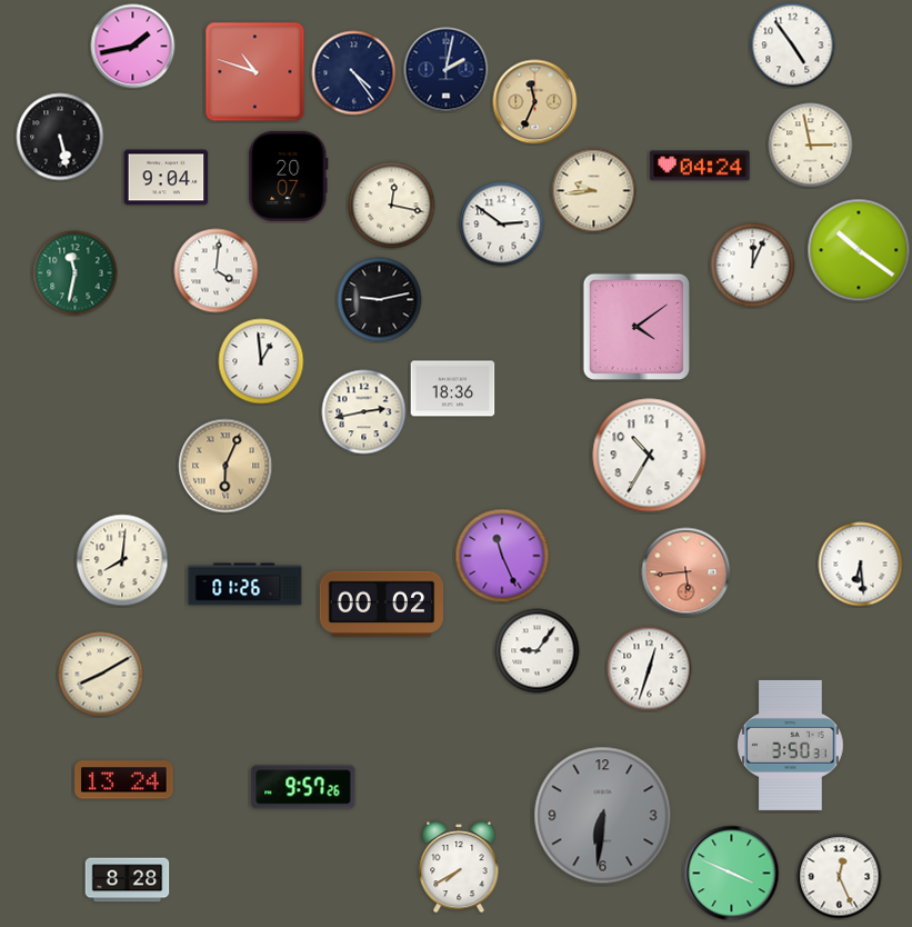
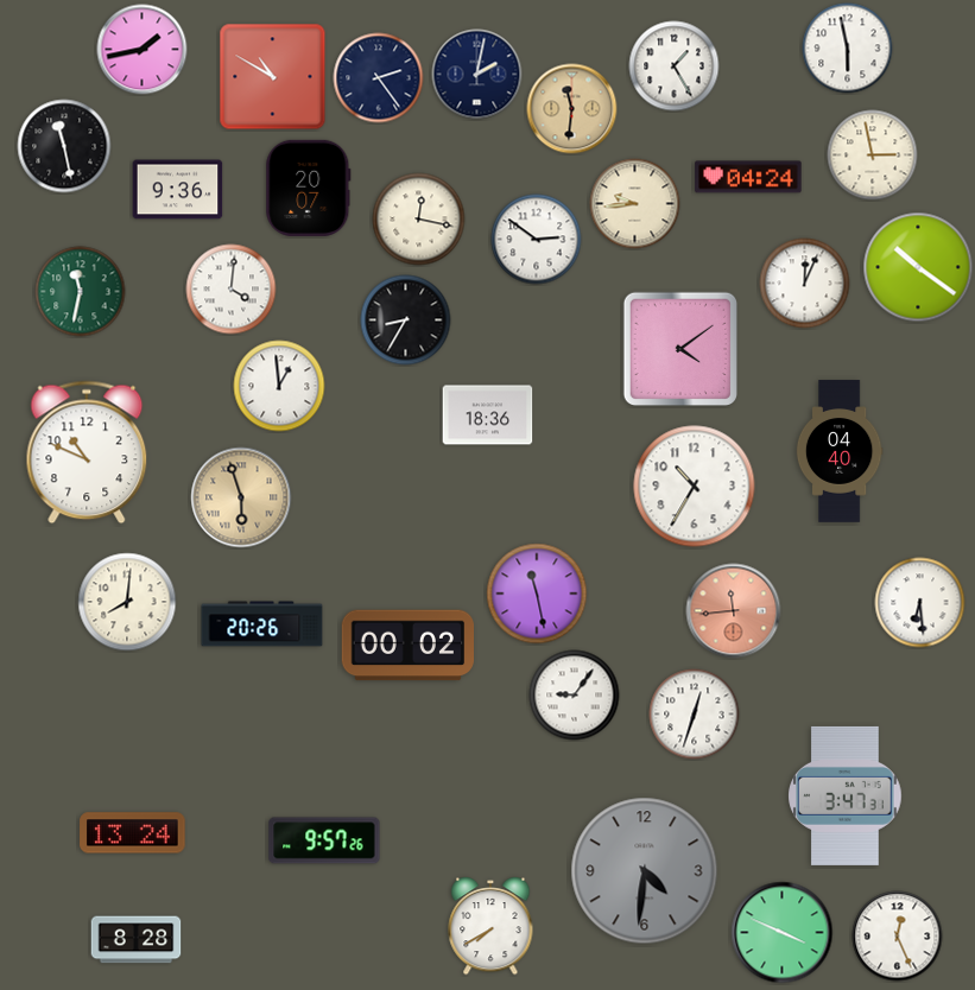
clock at (793, 46): 4:54 -> 5:58
clock at (675, 66): none -> 1:25
clock at (255, 72): 10:48 -> 10:50
clock at (354, 73): 4:24 -> 2:24
clock at (535, 102): 11:34 -> 11:31
clock at (60, 137): 5:28 -> 11:28
clock at (811, 146) position: (811, 146) -> (873, 156)
clock at (167, 178): 9:04 -> 9:36
clock at (380, 300): 9:13 -> 8:35
clock at (453, 389) position: (453, 389) -> (488, 415)
clock at (364, 412): 2:43 -> none
clock at (840, 451): none -> 04:40
clock at (87, 452): none -> 10:49
clock at (226, 466): 6:04 -> 5:57
clock at (502, 556): 11:26 -> 11:28
clock at (122, 560) position: (122, 560) -> (127, 602)
clock at (686, 572): 5:44 -> 11:44
clock at (245, 585): 01:26 -> 20:26
clock at (101, 675): 8:10 -> none
clock at (791, 745): 3:50 -> 3:47
clock at (603, 816): 6:31 -> 4:31
